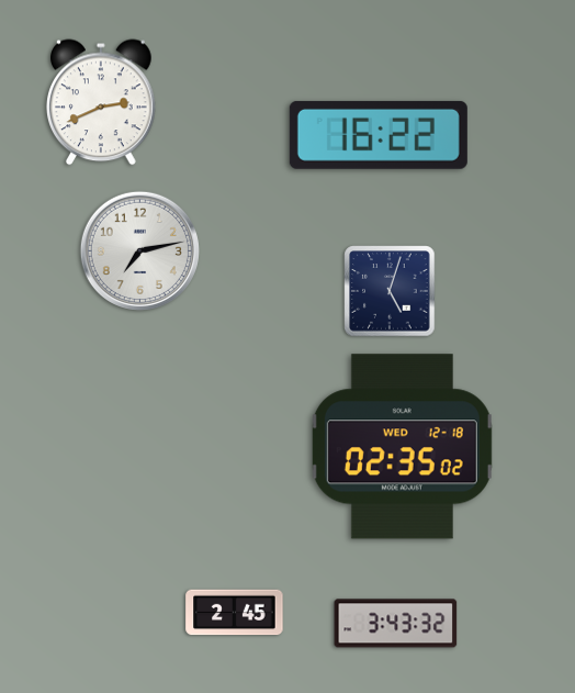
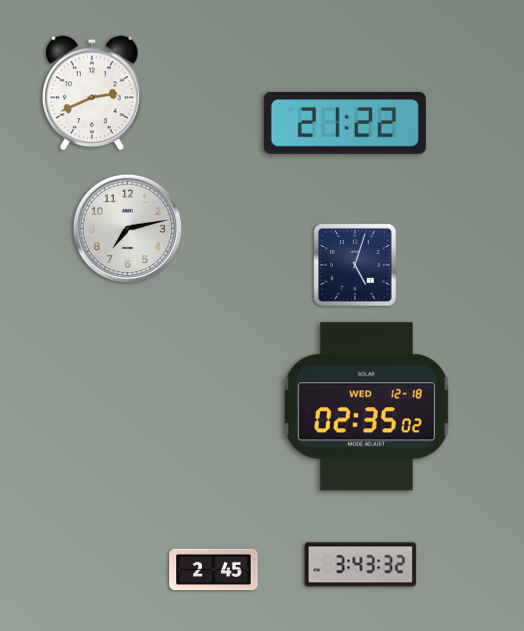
clock at (379, 135): 16:22 -> 21:22
clock at (235, 613) position: (235, 613) -> (214, 570)
clock at (396, 624) position: (396, 624) -> (361, 565)
